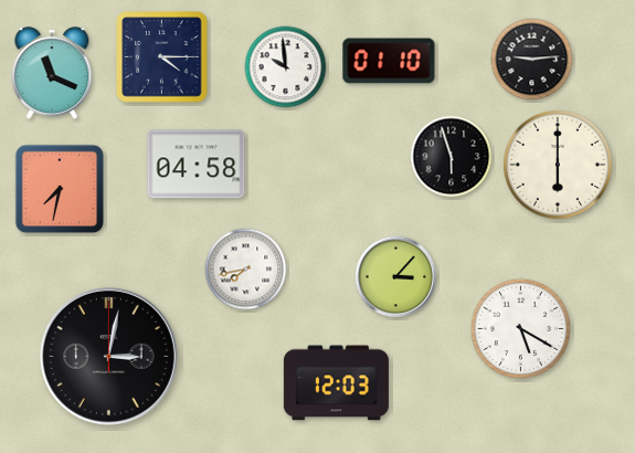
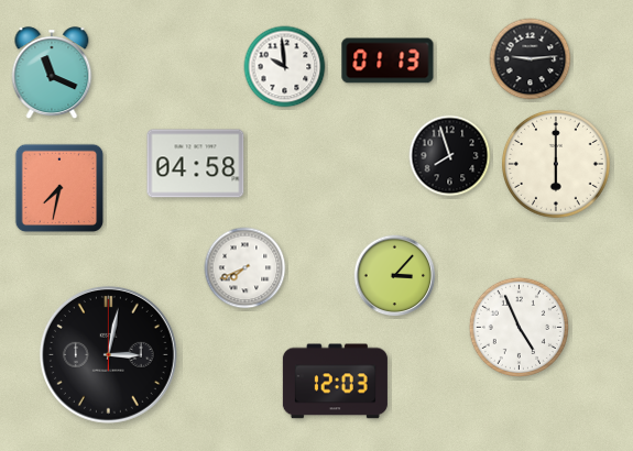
clock at (162, 57): 4:15 -> none
clock at (389, 61): 01:10 -> 01:13
clock at (452, 157): 5:57 -> 7:57
clock at (246, 270): 7:43 -> 7:41
clock at (520, 328): 5:20 -> 4:56
